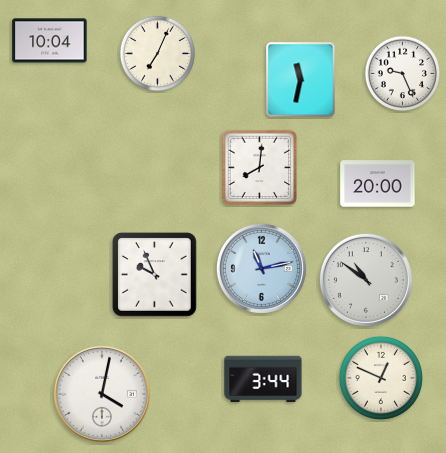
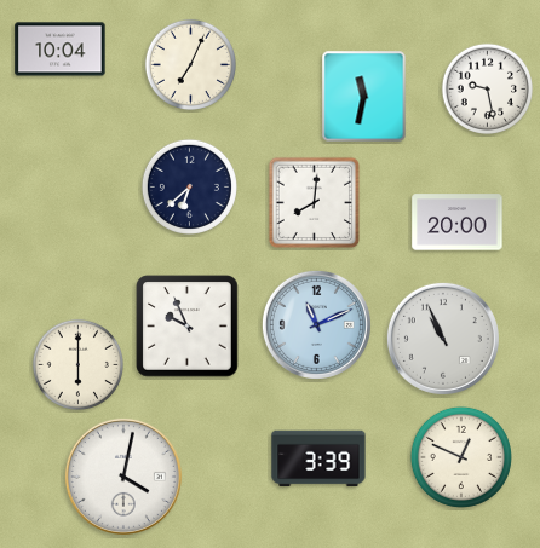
clock at (402, 73): 9:26 -> 9:28
clock at (189, 186): none -> 6:38
clock at (261, 268): 11:13 -> 11:11
clock at (155, 275) position: (155, 275) -> (188, 327)
clock at (366, 280): 10:51 -> 10:56
clock at (77, 364): none -> 6:00
clock at (263, 379): 3:44 -> 3:39
